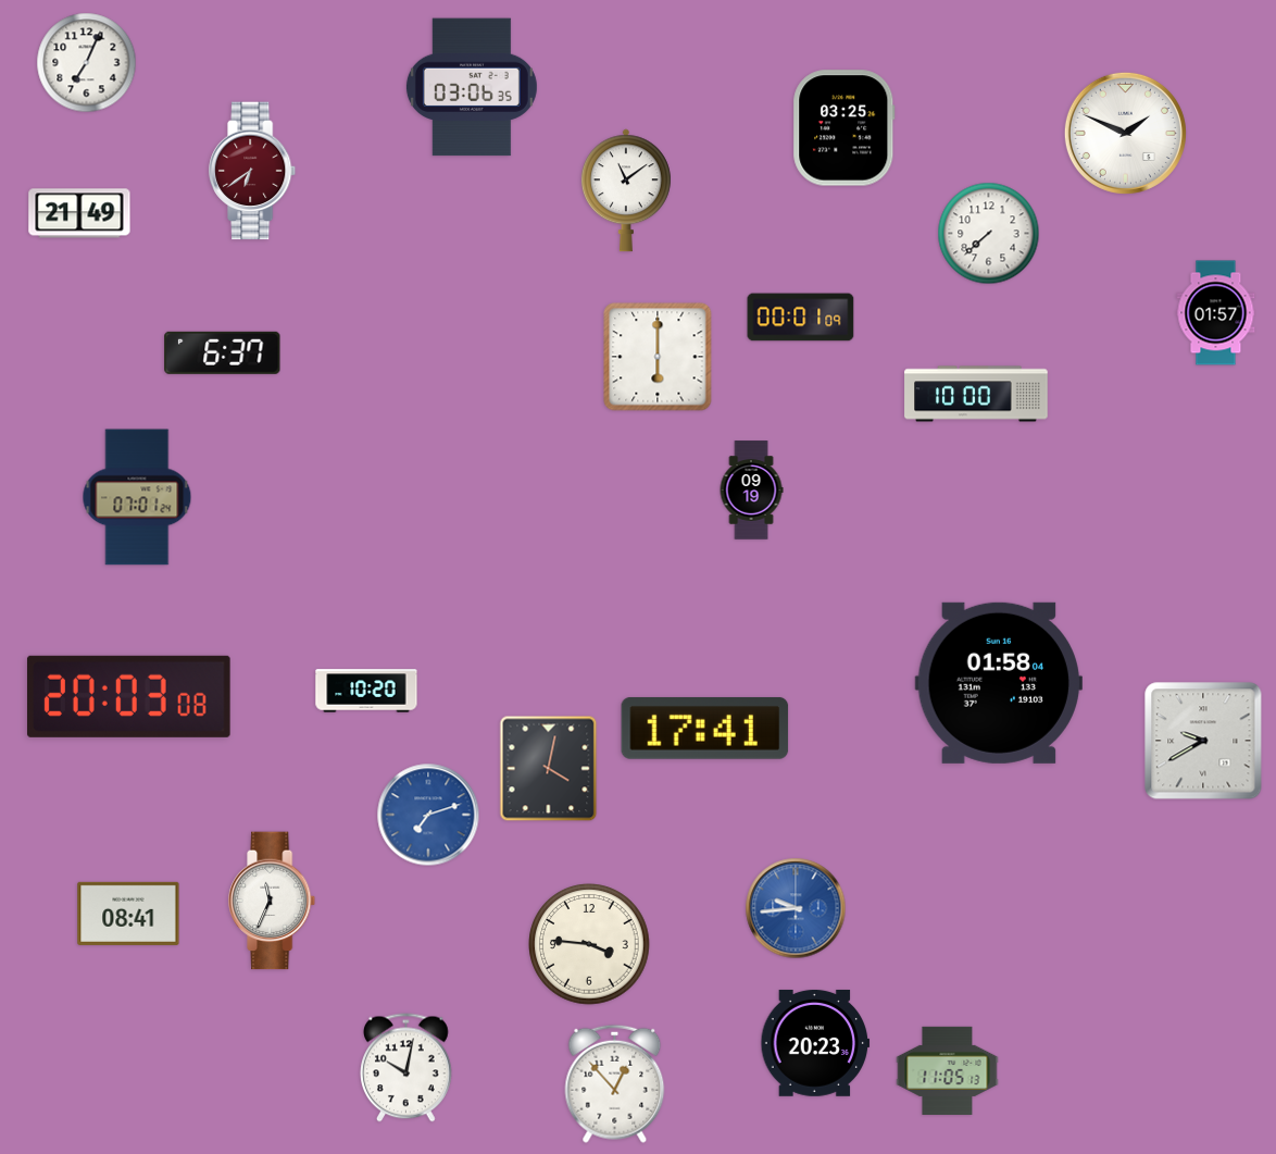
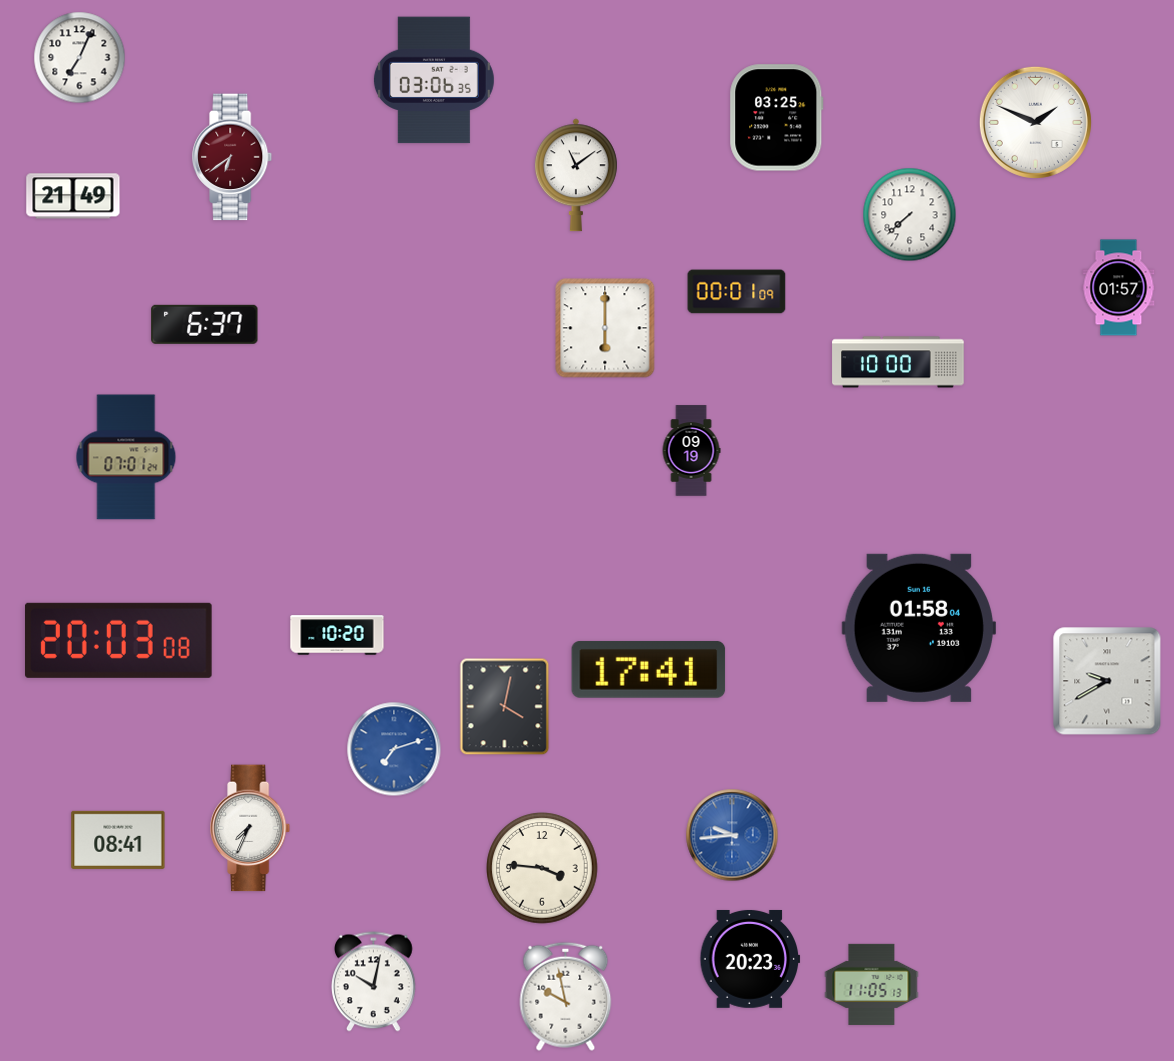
clock at (273, 901): 11:34 -> 7:34
clock at (615, 1083): 12:53 -> 9:58
